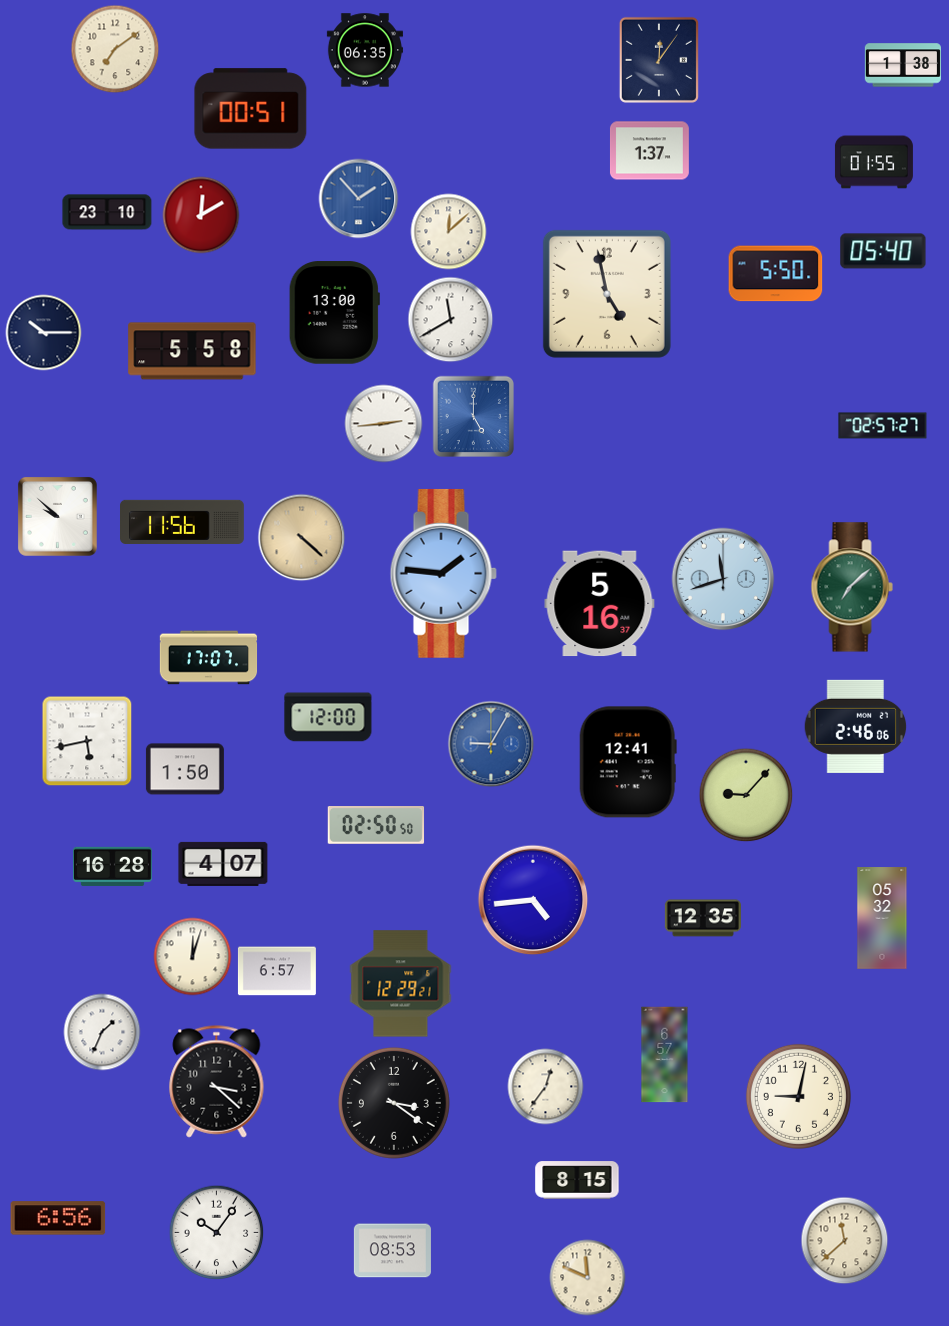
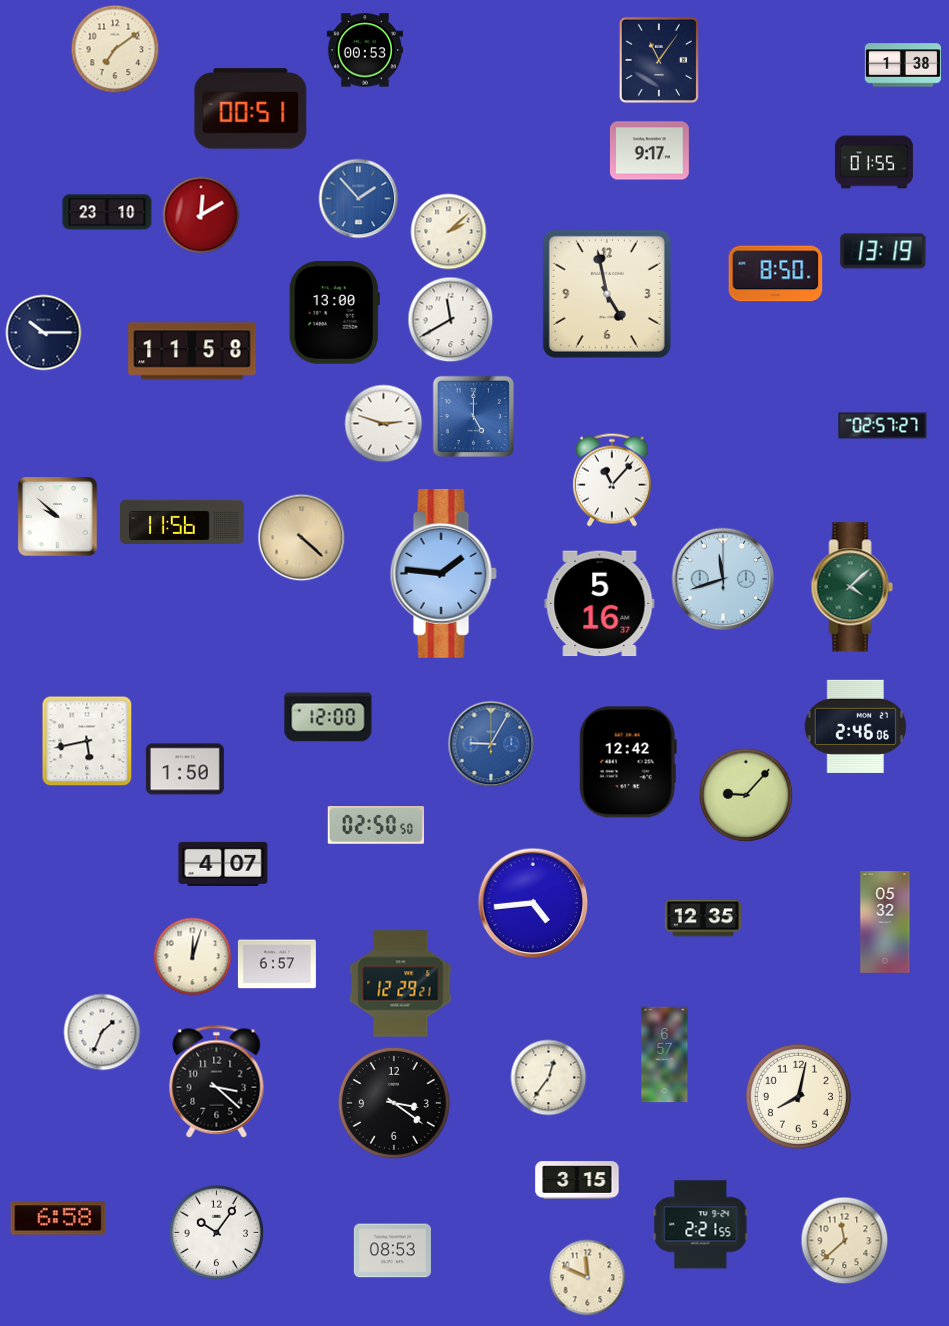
clock at (365, 50): 06:35 -> 00:53
clock at (659, 60): 12:06 -> 11:06
clock at (649, 151): 1:37 -> 9:17
clock at (449, 232): 12:08 -> 2:08
clock at (883, 251): 05:40 -> 13:19
clock at (776, 274): 5:50 -> 8:50
clock at (192, 351): 5:58 -> 11:58
clock at (384, 424): 2:44 -> 2:48
clock at (612, 480): none -> 11:07
clock at (852, 587): 7:08 -> 4:08
clock at (209, 658): 17:07 -> none
clock at (628, 762): 12:41 -> 12:42
clock at (112, 866): 16:28 -> none
clock at (533, 900) position: (533, 900) -> (533, 903)
clock at (882, 918) position: (882, 918) -> (885, 922)
clock at (277, 971) position: (277, 971) -> (277, 964)
clock at (546, 1087) position: (546, 1087) -> (549, 1078)
clock at (798, 1096): 9:02 -> 8:02
clock at (577, 1180): 8:15 -> 3:15
clock at (58, 1218): 6:56 -> 6:58
clock at (701, 1225): none -> 2:21
